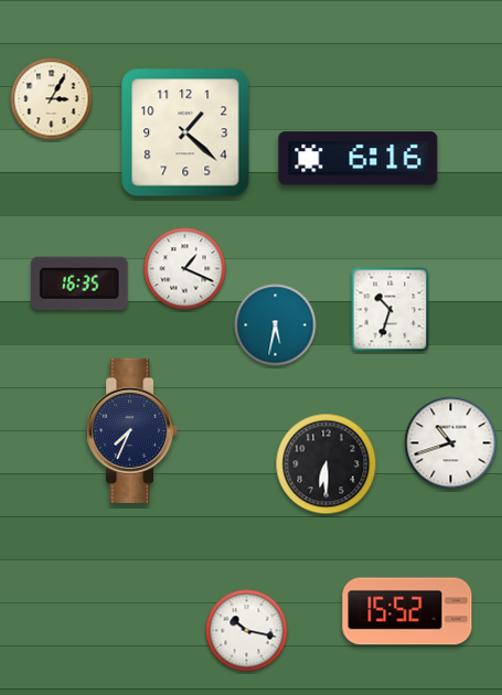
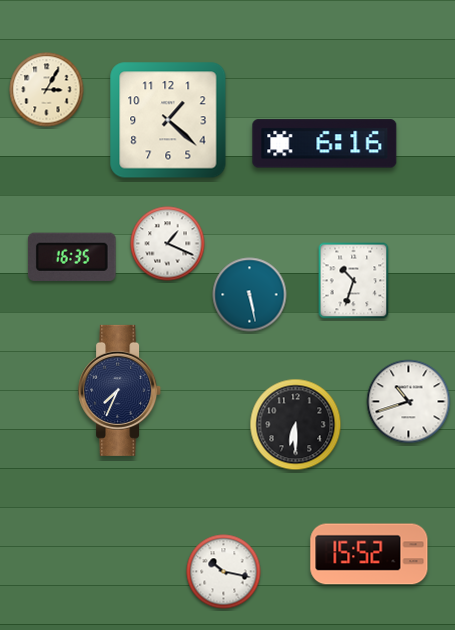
clock at (276, 325): 5:32 -> 5:28
clock at (327, 464) position: (327, 464) -> (296, 425)
